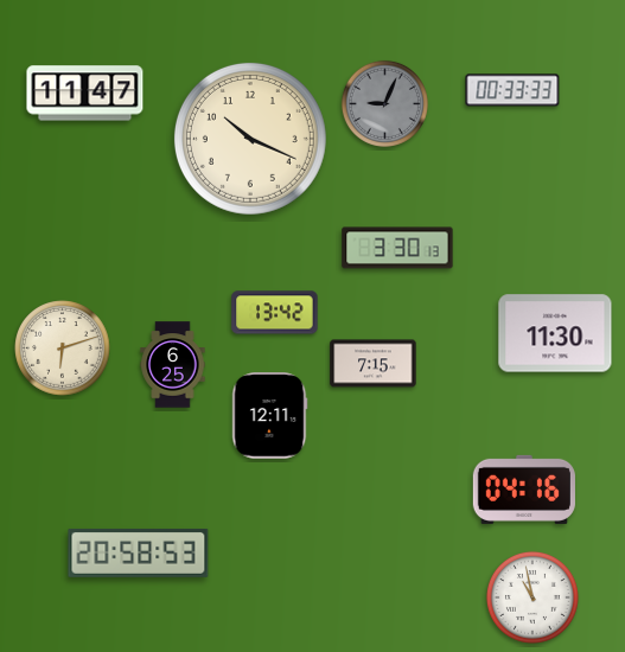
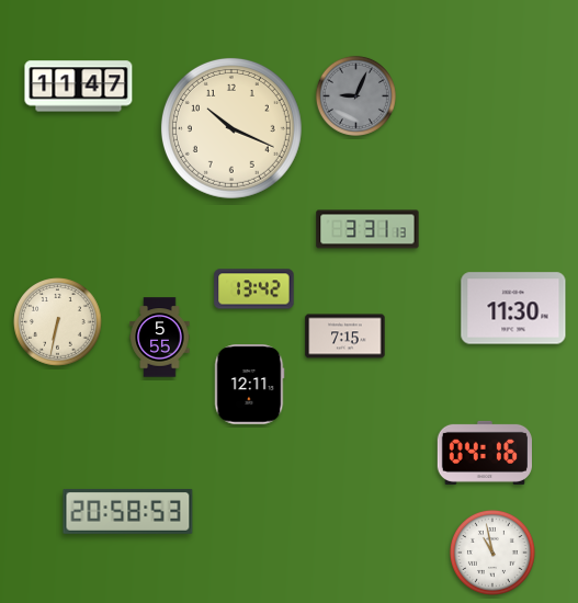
clock at (512, 90): 00:33 -> none
clock at (397, 248): 3:30 -> 3:31
clock at (63, 349): 6:12 -> 6:32
clock at (173, 365): 6:25 -> 5:55
